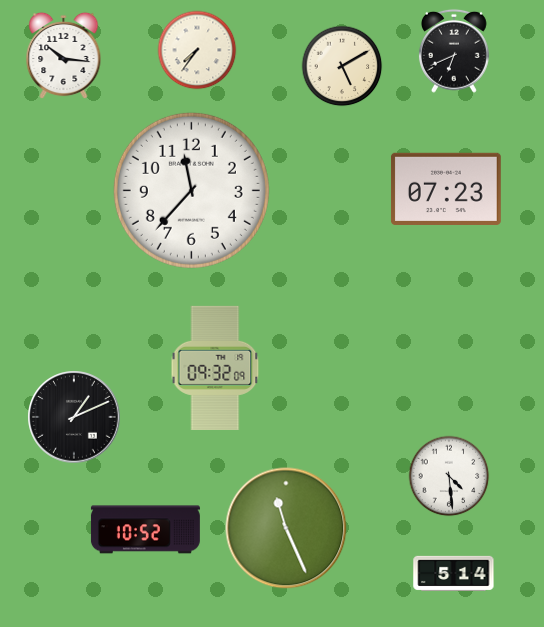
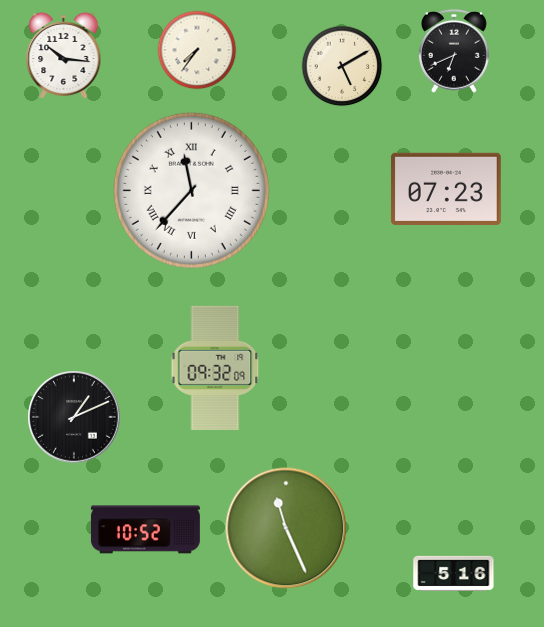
clock at (191, 190) numerals: Arabic -> Roman
clock at (449, 476): 4:29 -> none
clock at (454, 573): 5:14 -> 5:16
